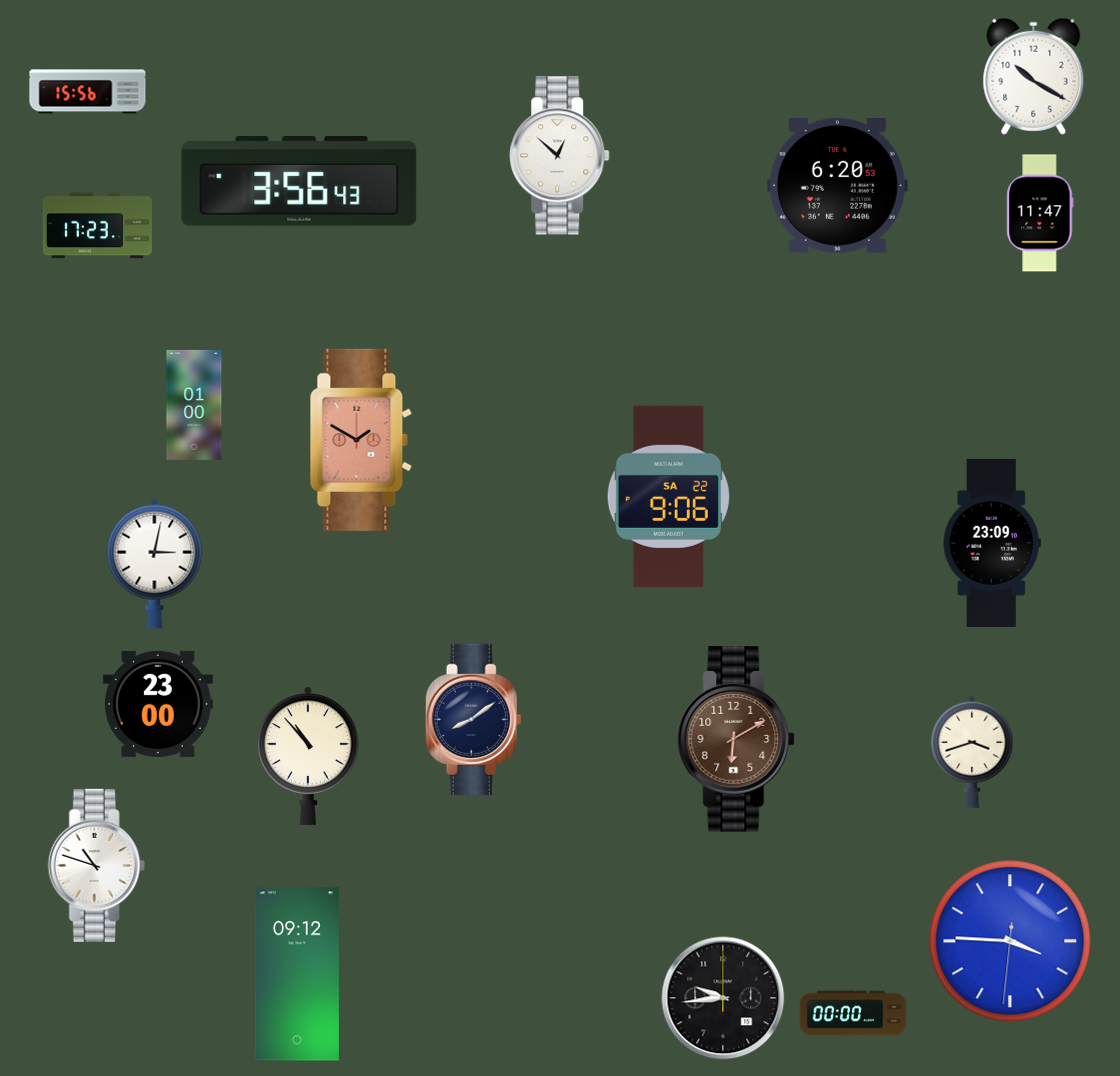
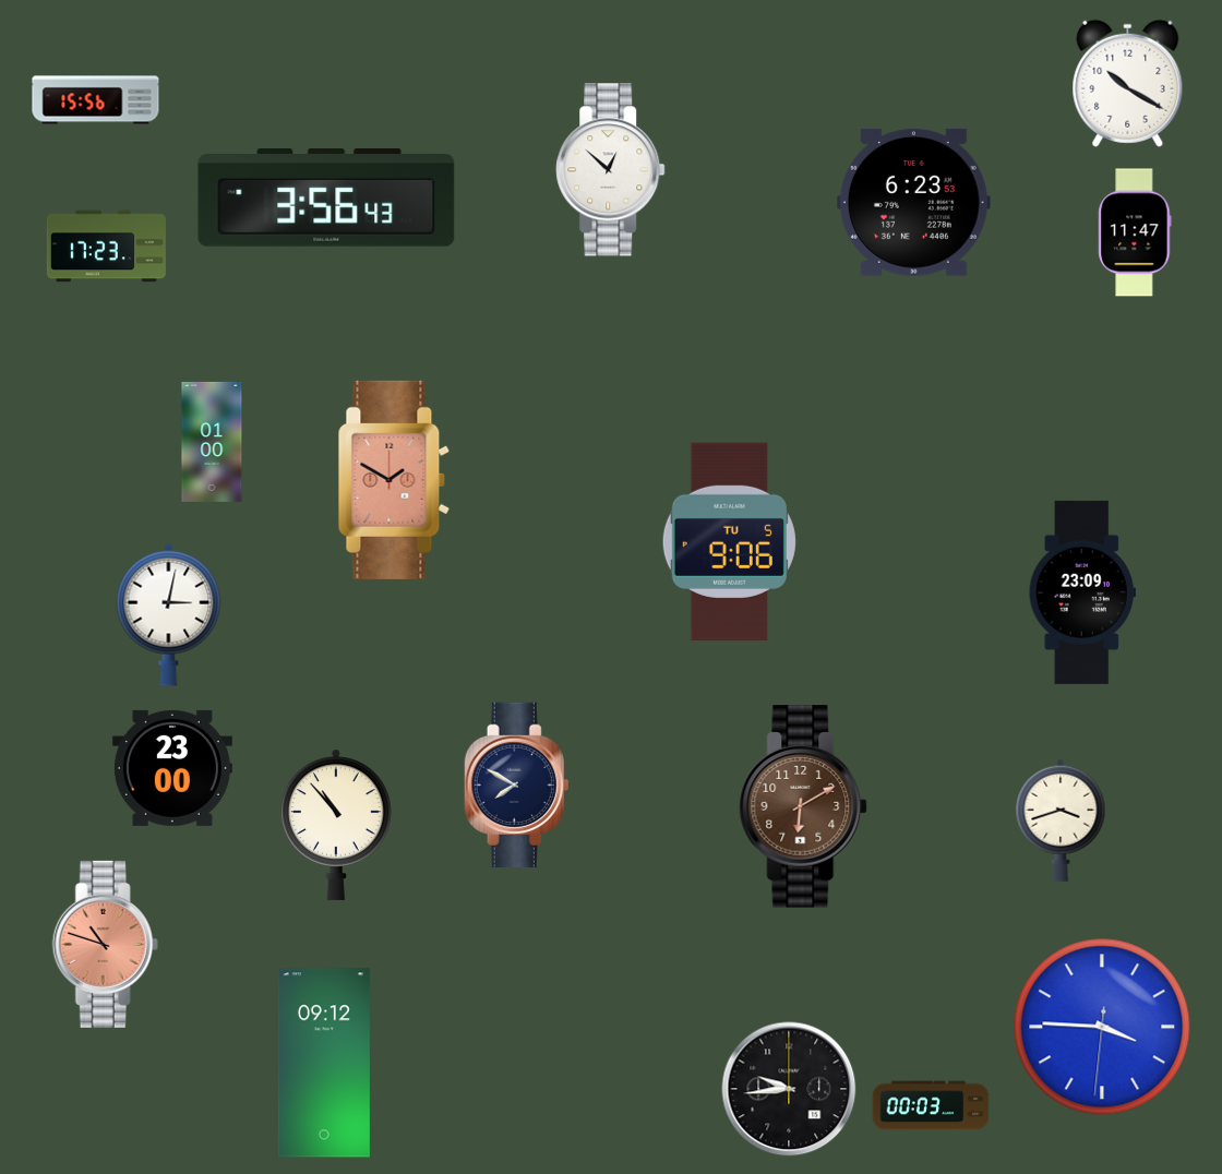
clock at (837, 185): 6:20 -> 6:23
clock at (668, 496) date: SA 22 -> TU 5
clock at (474, 719): 8:09 -> 7:50
clock at (96, 865) dial: white -> salmon
clock at (853, 1013): 00:00 -> 00:03
